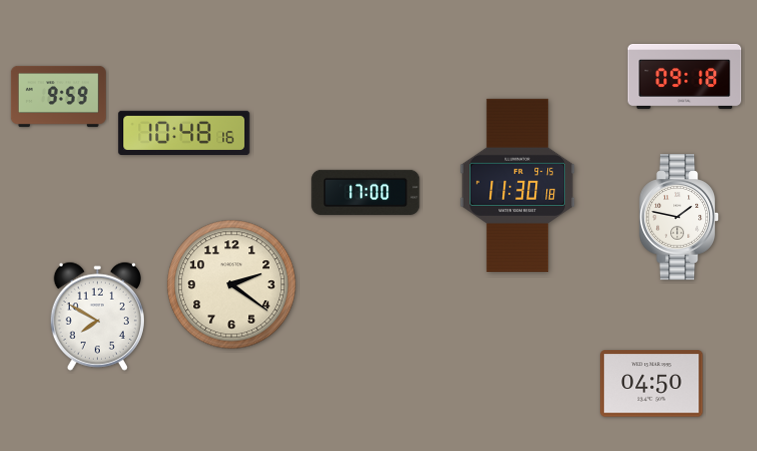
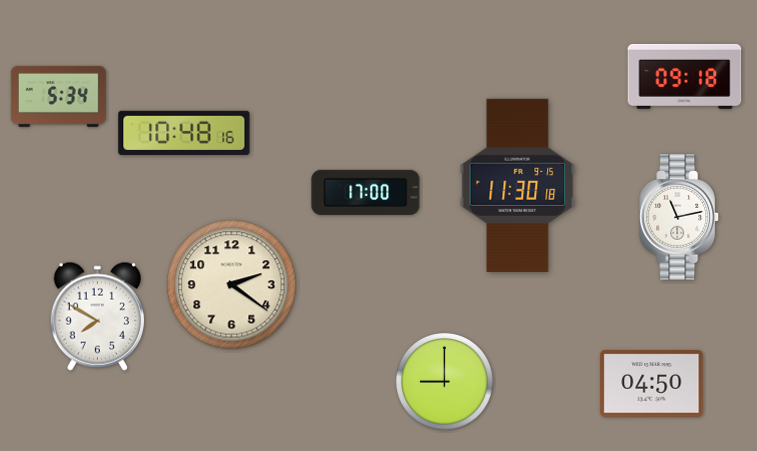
clock at (58, 96): 9:59 -> 5:34
clock at (680, 217): 1:47 -> 11:13
clock at (445, 382): none -> 9:00
